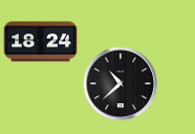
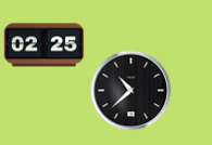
clock at (41, 42): 18:24 -> 02:25
